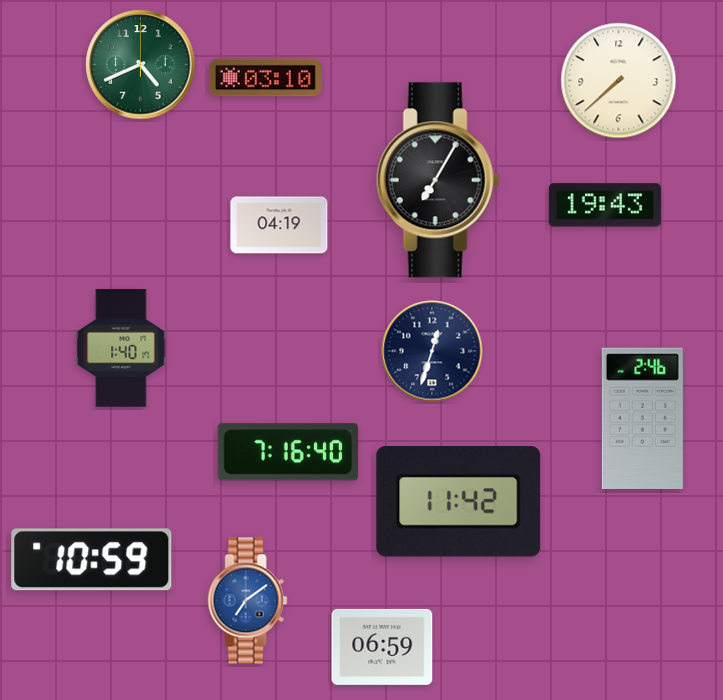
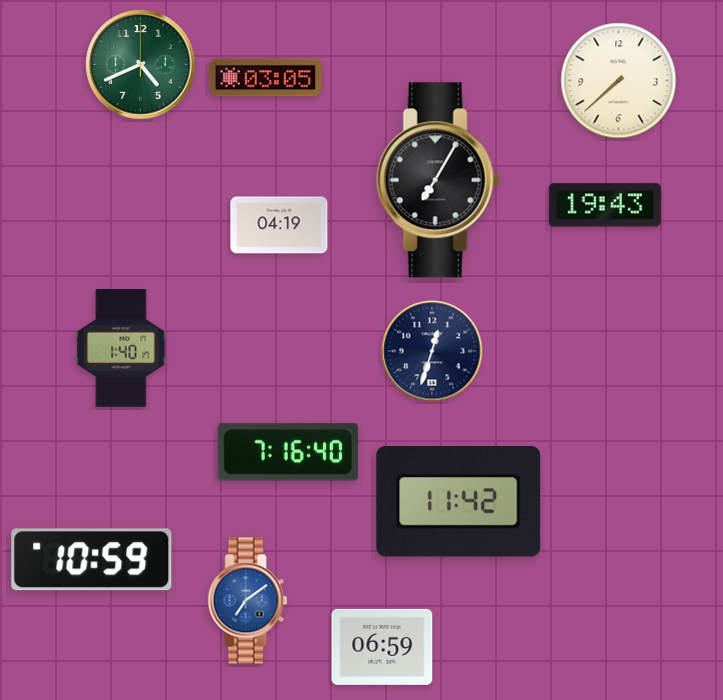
clock at (265, 78): 03:10 -> 03:05
clock at (642, 418): 2:46 -> none
